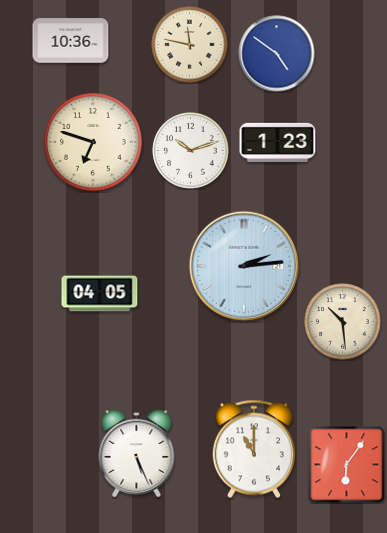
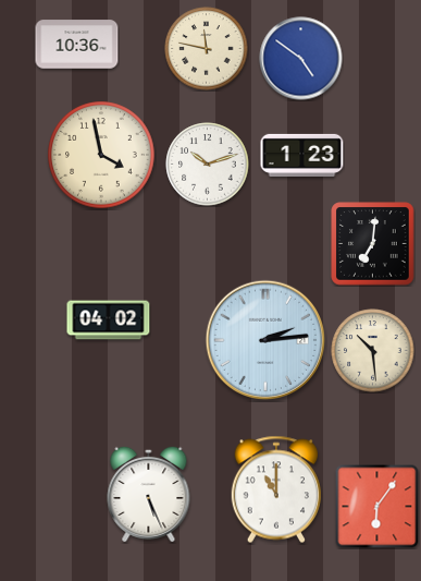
clock at (93, 142): 6:48 -> 3:58
clock at (373, 244): none -> 7:01
clock at (243, 265) position: (243, 265) -> (264, 339)
clock at (100, 294): 04:05 -> 04:02
